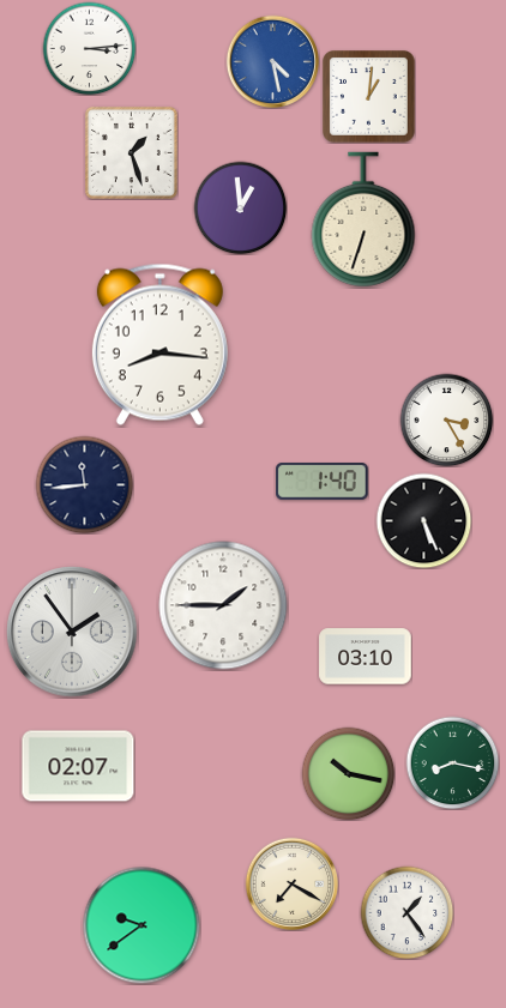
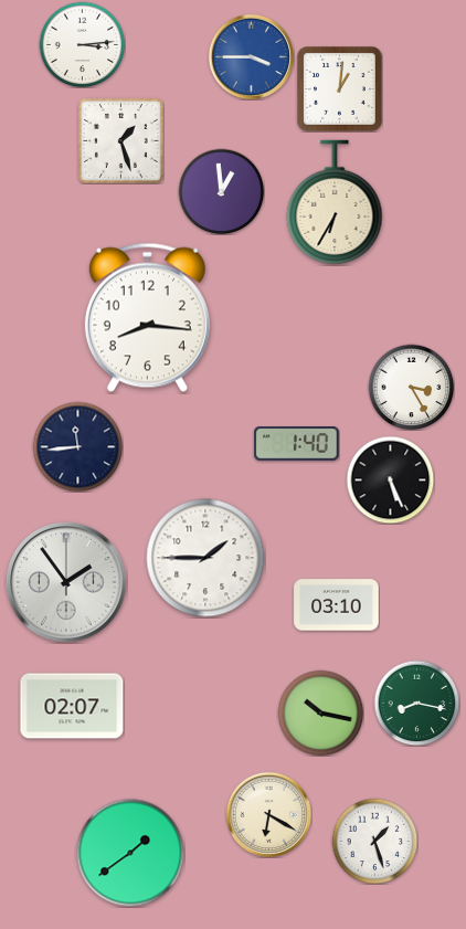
clock at (272, 61): 4:28 -> 3:45
clock at (363, 219): 6:33 -> 6:35
clock at (291, 883): 7:20 -> 6:20
clock at (406, 912): 1:24 -> 1:27
clock at (141, 925): 9:39 -> 1:39
